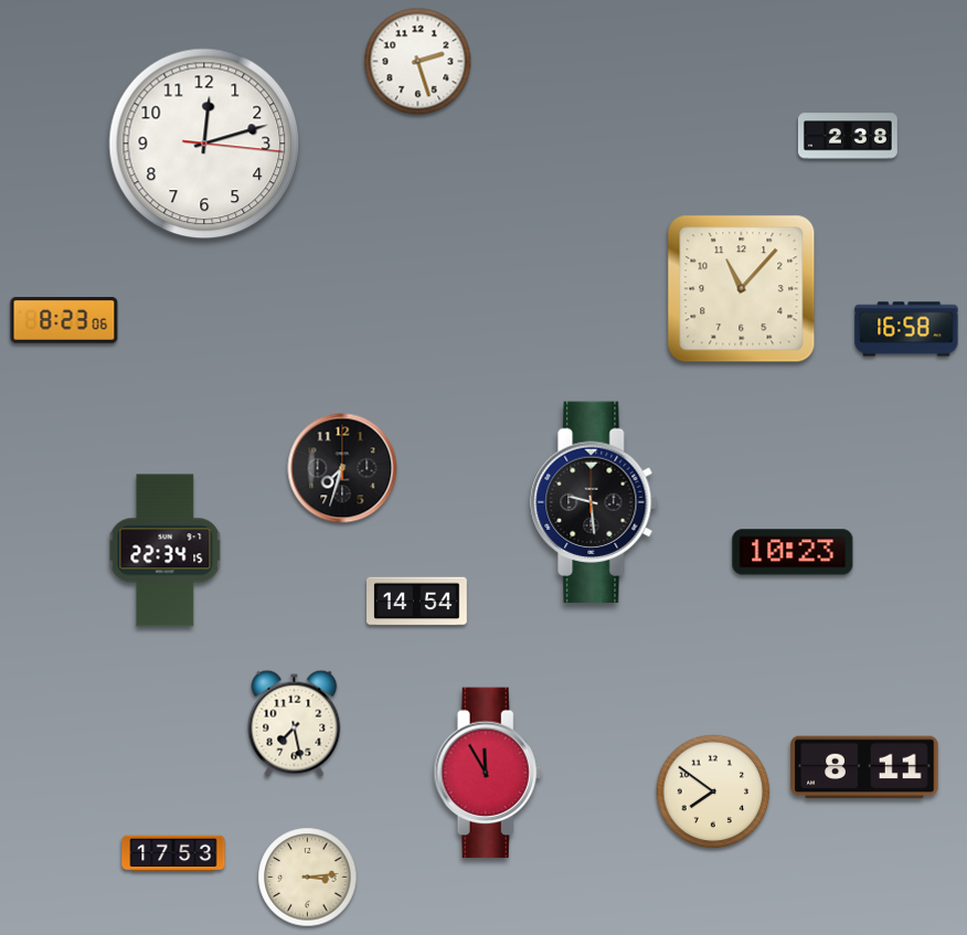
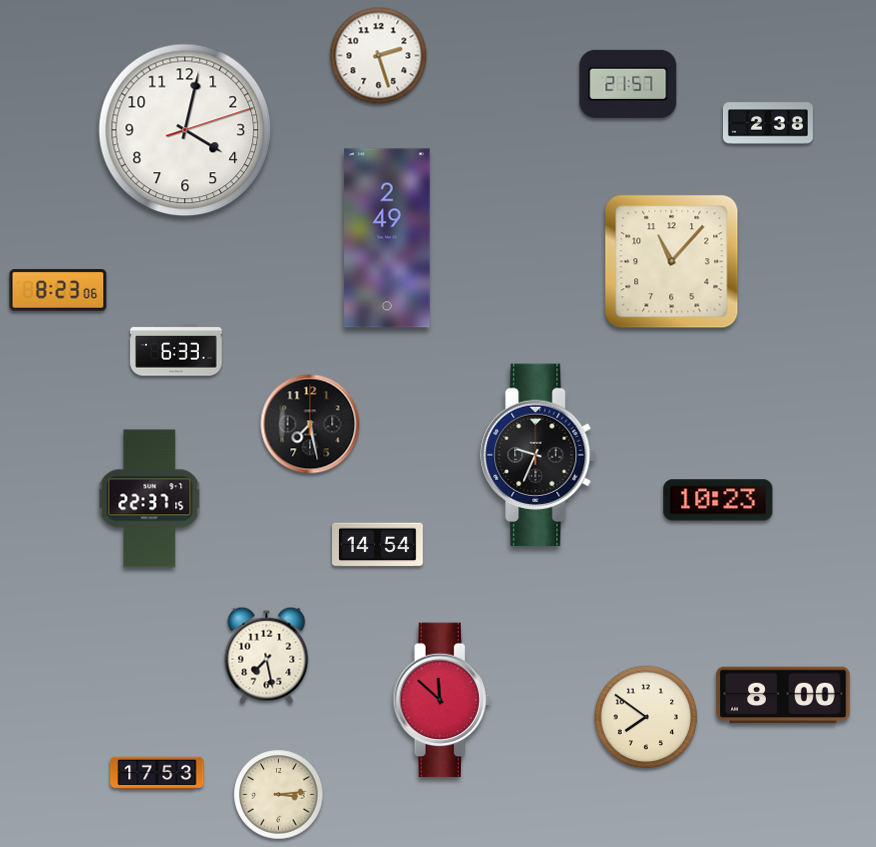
clock at (628, 84): none -> 21:57
clock at (204, 144): 12:12 -> 4:02
clock at (387, 238): none -> 2:49
clock at (906, 329): 16:58 -> none
clock at (176, 350): none -> 6:33
clock at (342, 468): 7:33 -> 7:28
clock at (594, 502): 9:29 -> 9:34
clock at (166, 551): 22:34 -> 22:37
clock at (864, 767): 8:11 -> 8:00
clock at (488, 773): 11:55 -> 11:52
